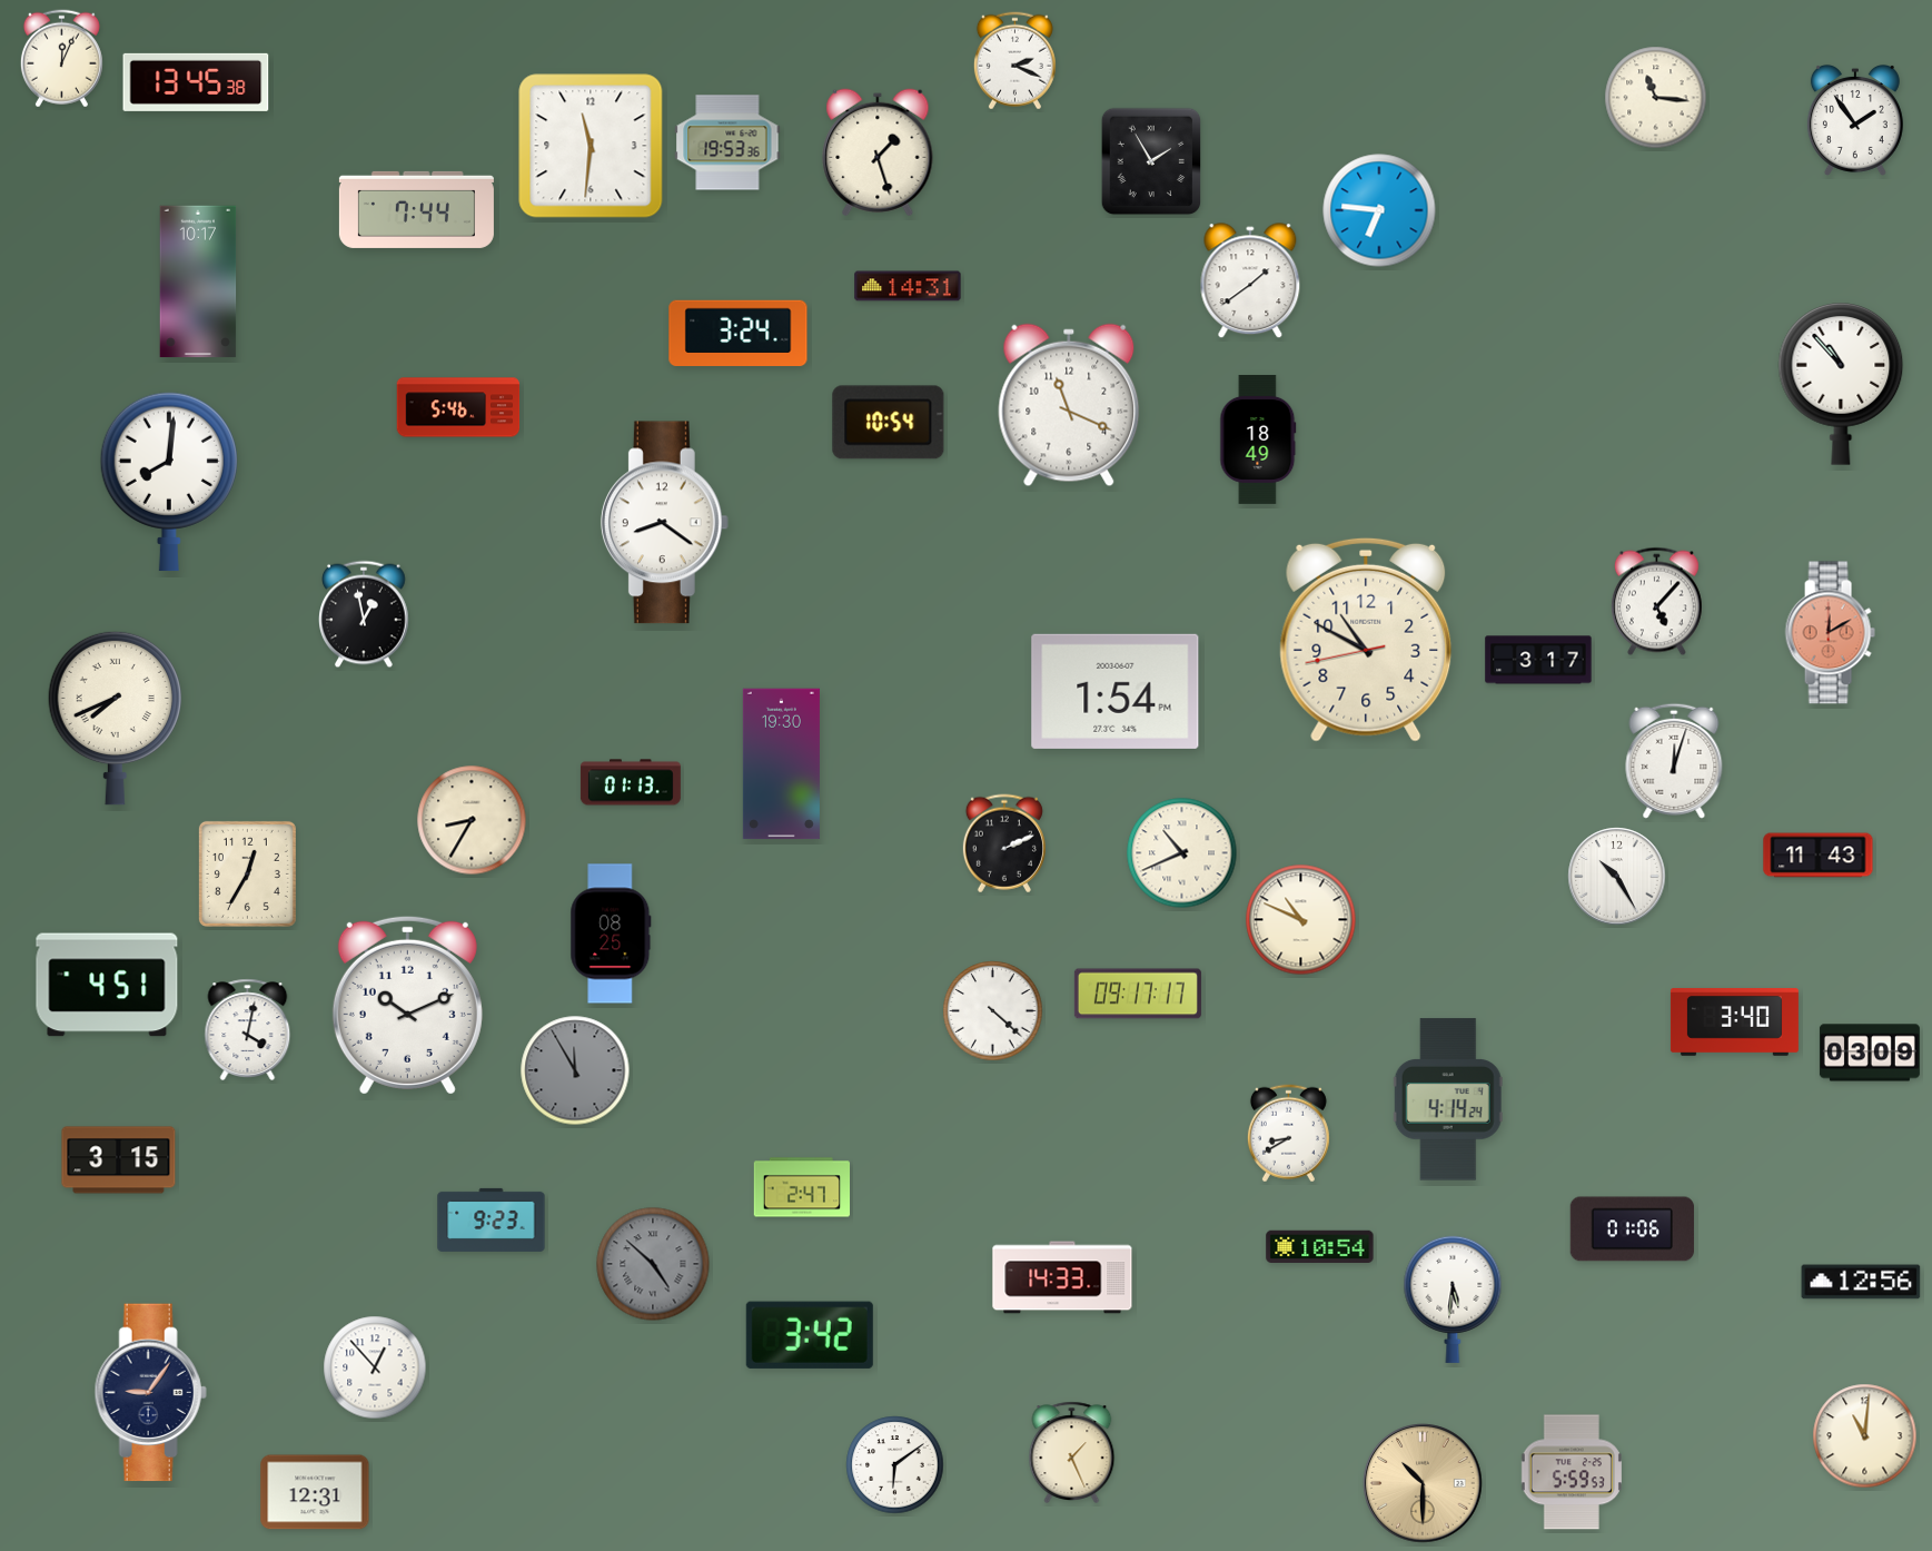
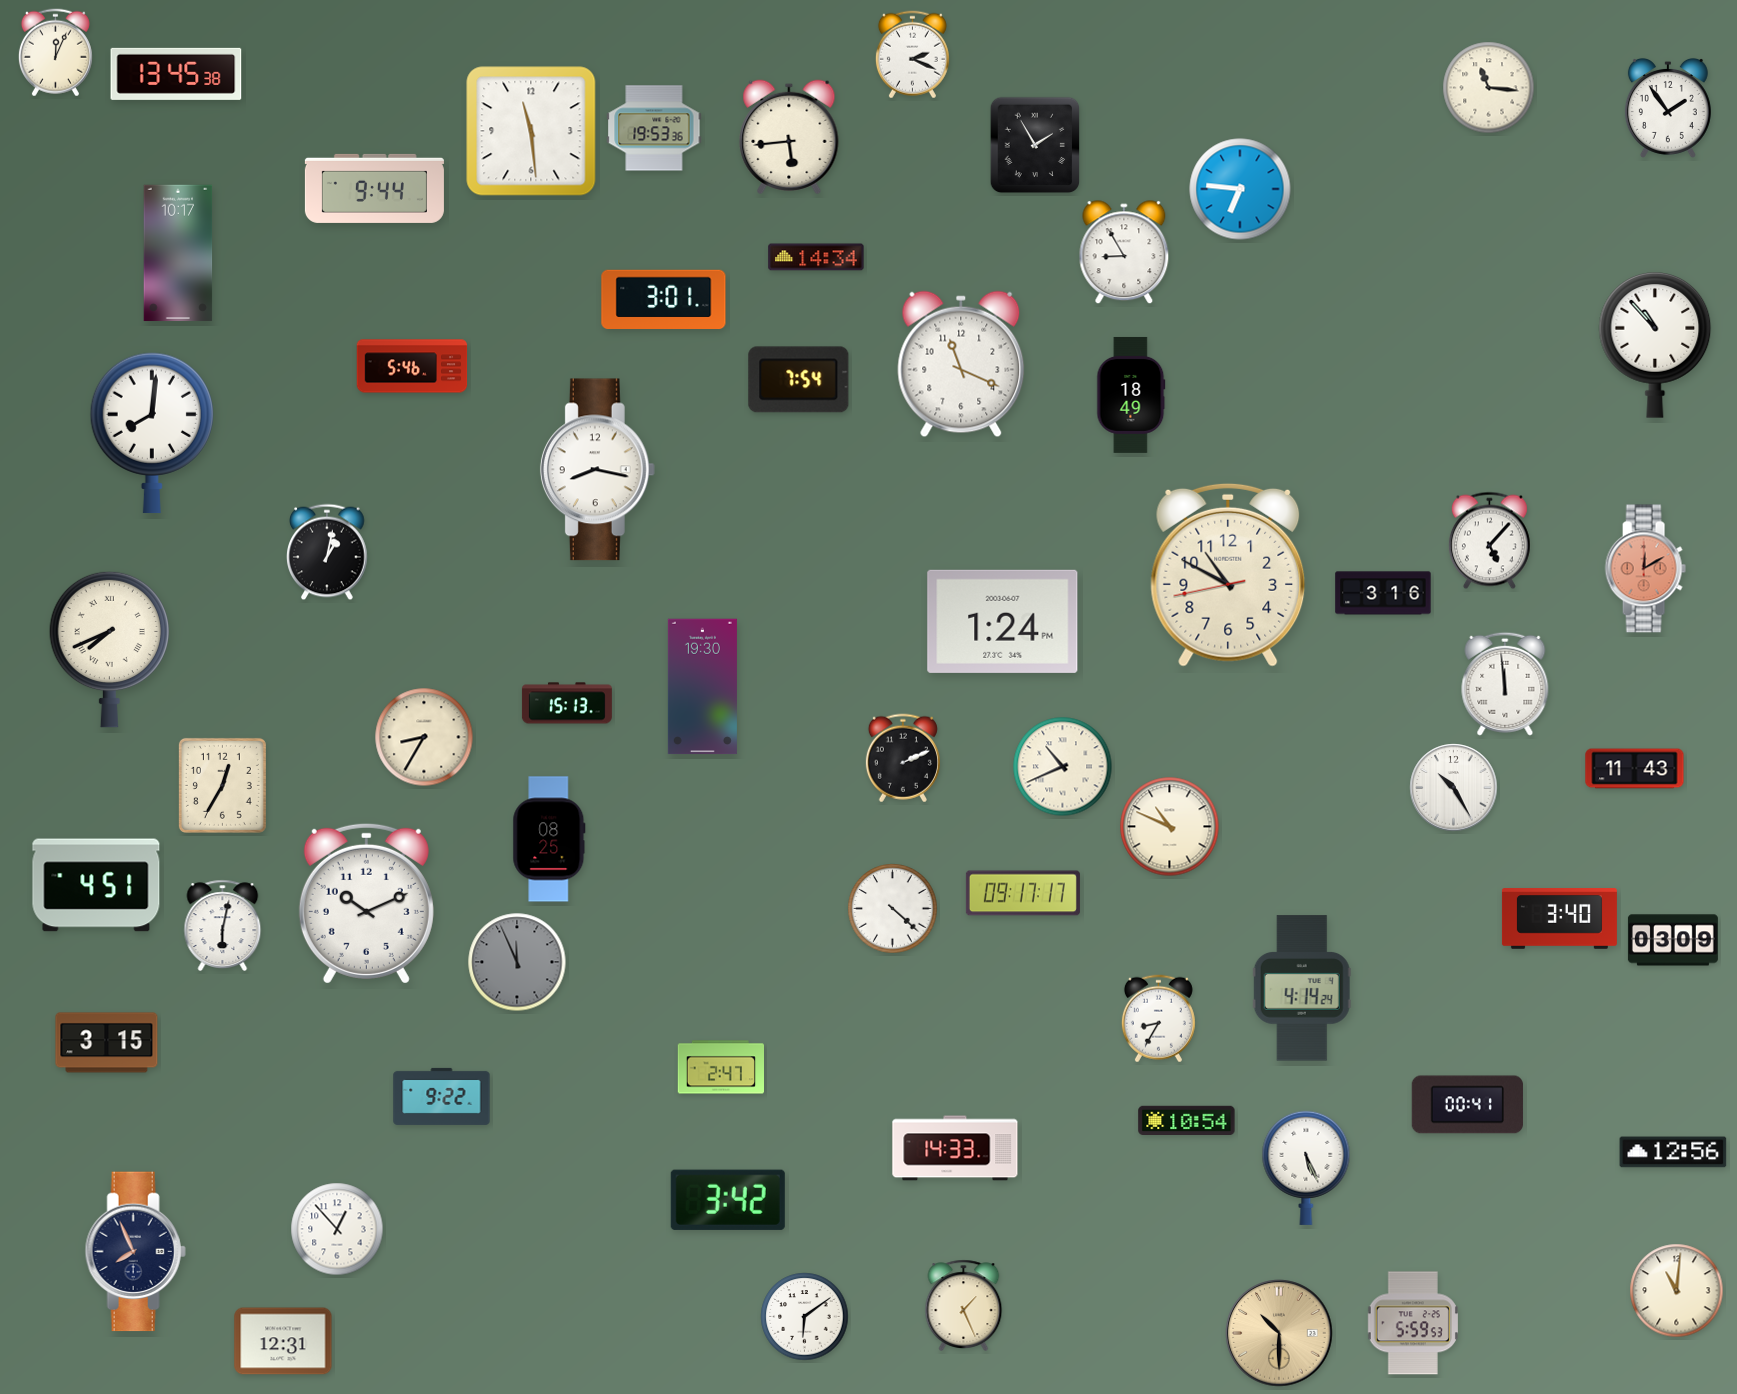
clock at (591, 146): 11:31 -> 11:29
clock at (878, 152): 1:27 -> 5:44
clock at (416, 209): 7:44 -> 9:44
clock at (1250, 281): 1:39 -> 8:55
clock at (908, 286): 14:31 -> 14:34
clock at (739, 334): 3:24 -> 3:01
clock at (889, 423): 10:54 -> 7:54
clock at (664, 523): 8:21 -> 8:17
clock at (365, 614): 12:58 -> 1:02
clock at (1538, 660): 3:17 -> 3:16
clock at (1116, 691): 1:54 -> 1:24
clock at (115, 718) position: (115, 718) -> (109, 649)
clock at (1674, 761): 12:03 -> 11:59
clock at (631, 782): 01:13 -> 15:13
clock at (248, 1029): 4:02 -> 6:02
clock at (1870, 1053) position: (1870, 1053) -> (1673, 940)
clock at (575, 1070): 11:55 -> 11:56
clock at (1288, 1134): 8:40 -> 8:35
clock at (492, 1219): 9:23 -> 9:22
clock at (1632, 1229): 01:06 -> 00:41
clock at (653, 1264): 4:52 -> none
clock at (1453, 1300): 5:31 -> 5:26
clock at (150, 1393): 9:06 -> 7:56
